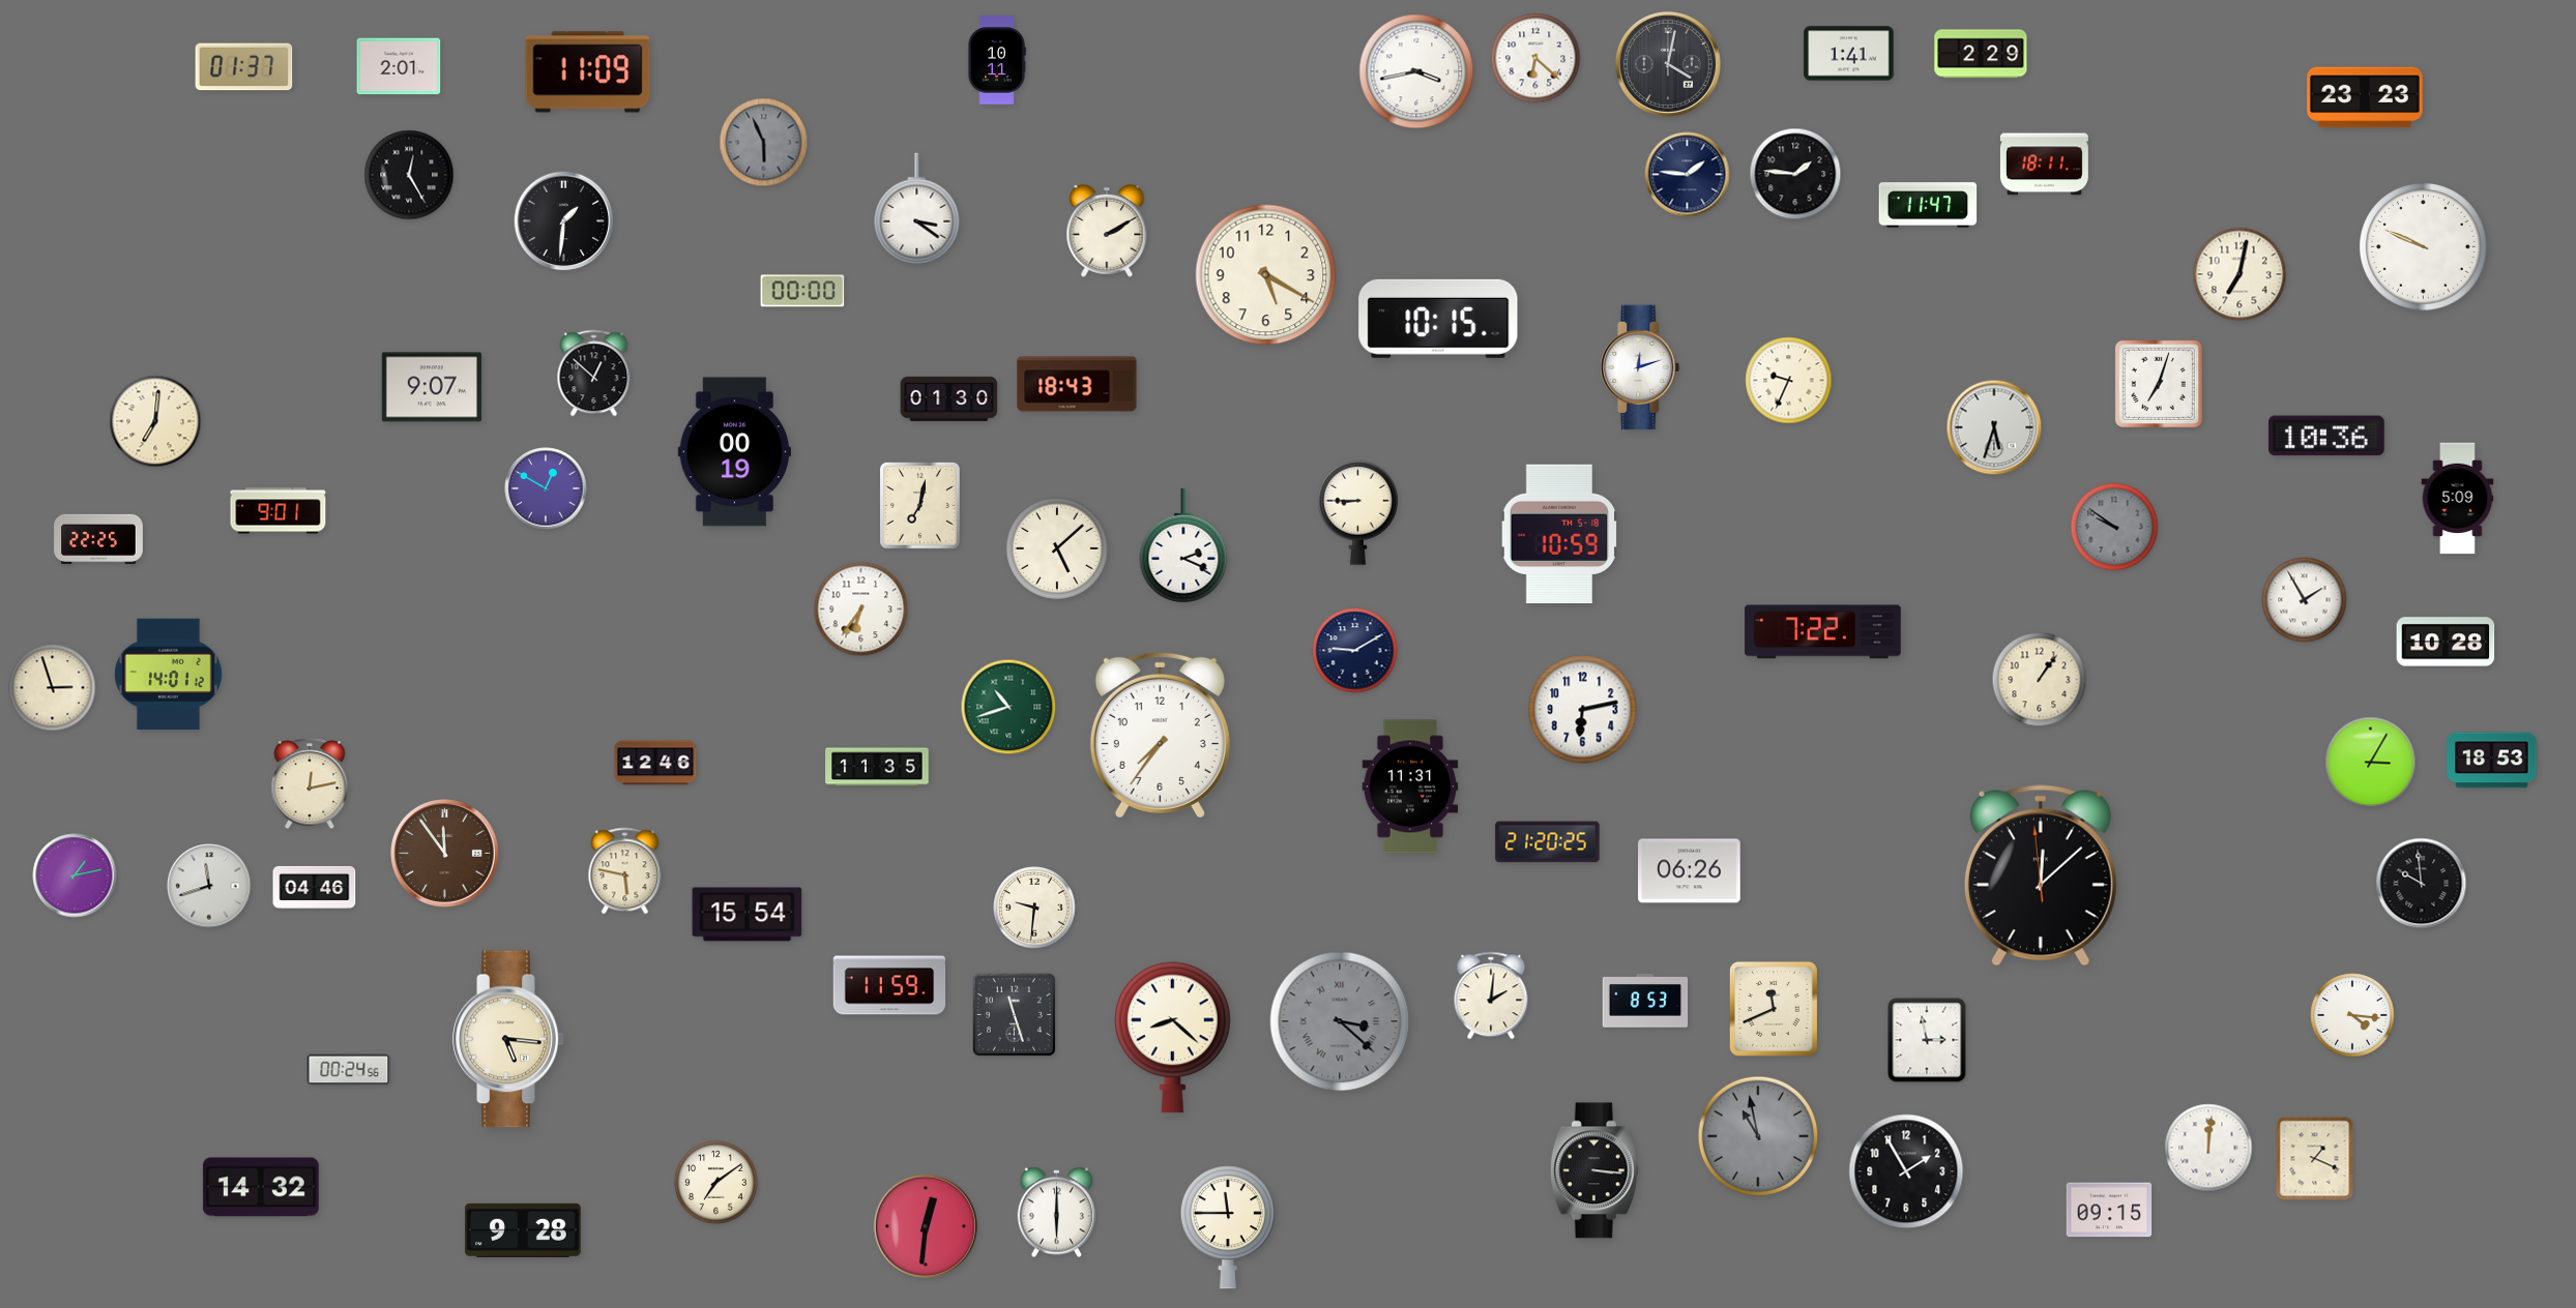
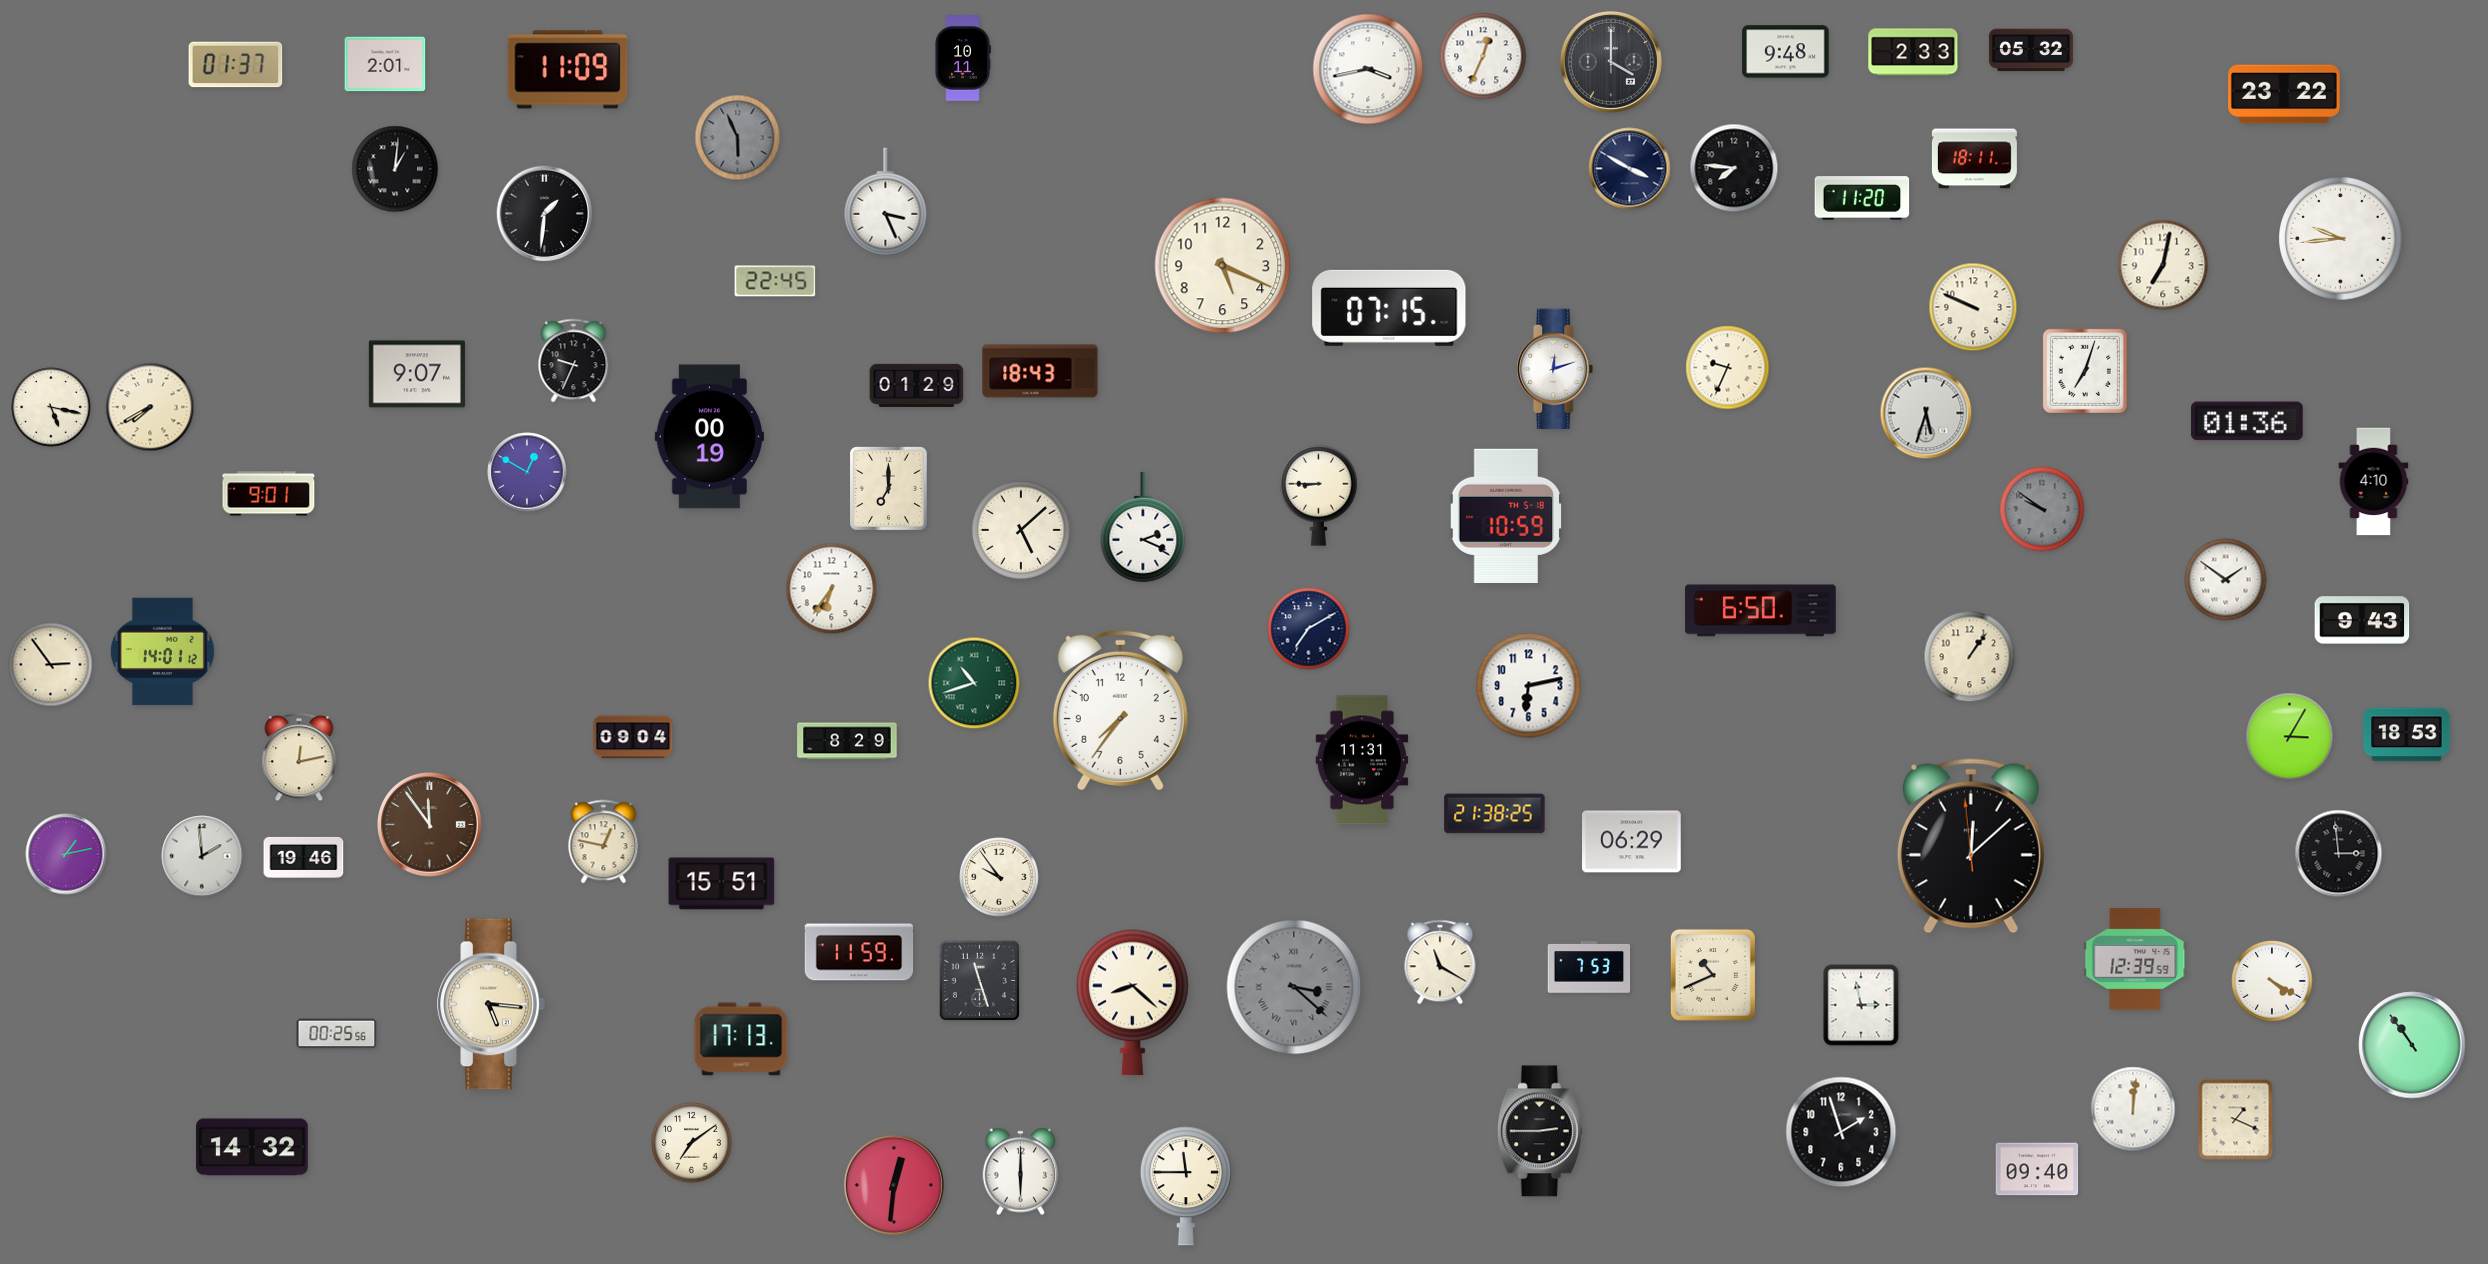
clock at (2031, 50): none -> 05:32
clock at (1849, 54): 1:41 -> 9:48
clock at (1981, 54): 2:29 -> 2:33
clock at (1535, 58): 6:22 -> 12:34
clock at (1668, 64): 4:02 -> 4:00
clock at (2365, 97): 23:23 -> 23:22
clock at (1795, 174): 1:46 -> 7:46
clock at (409, 175): 12:25 -> 1:01
clock at (1688, 175): 1:46 -> 3:50
clock at (1928, 205): 11:47 -> 11:20
clock at (917, 209): 3:21 -> 3:26
clock at (1107, 231): 2:10 -> none
clock at (2424, 247): 9:49 -> 9:44
clock at (1266, 275): 5:20 -> 5:19
clock at (802, 291): 00:00 -> 22:45
clock at (1973, 307): none -> 9:49
clock at (1438, 319): 10:15 -> 07:15
clock at (1640, 367) position: (1640, 367) -> (1555, 369)
clock at (594, 374): 12:52 -> 9:34
clock at (949, 398): 01:30 -> 01:29
clock at (51, 407): none -> 5:17
clock at (155, 421): 7:01 -> 7:40
clock at (2328, 436): 10:36 -> 01:36
clock at (2458, 499): 5:09 -> 4:10
clock at (919, 505): 7:02 -> 7:00
clock at (1358, 512) position: (1358, 512) -> (1319, 495)
clock at (98, 539): 22:25 -> none
clock at (2305, 600): 1:55 -> 1:51
clock at (1823, 632): 7:22 -> 6:50
clock at (2446, 642): 10:28 -> 9:43
clock at (1355, 651): 9:10 -> 7:10
clock at (53, 688): 2:57 -> 2:54
clock at (655, 763): 12:46 -> 09:04
clock at (877, 767): 11:35 -> 8:29
clock at (1548, 842): 21:20 -> 21:38
clock at (625, 871): 5:47 -> 12:47
clock at (1690, 871): 06:26 -> 06:29
clock at (75, 875) position: (75, 875) -> (66, 854)
clock at (2422, 884): 9:59 -> 2:59
clock at (209, 886): 11:42 -> 1:59
clock at (315, 887): 04:46 -> 19:46
clock at (1034, 908): 9:31 -> 9:54
clock at (748, 915): 15:54 -> 15:51
clock at (2135, 959): none -> 12:39
clock at (1491, 995): 2:01 -> 11:20
clock at (1645, 1002): 8:53 -> 7:53
clock at (1774, 1009): 11:41 -> 10:41
clock at (2352, 1015): 4:16 -> 4:20
clock at (349, 1070): 00:24 -> 00:25
clock at (741, 1039): none -> 17:13
clock at (2412, 1045): none -> 10:54
clock at (1758, 1136): 10:58 -> none
clock at (1594, 1170): 3:16 -> 2:45
clock at (1906, 1171): 1:55 -> 1:57
clock at (2109, 1210): 09:15 -> 09:40
clock at (523, 1230): 9:28 -> none
